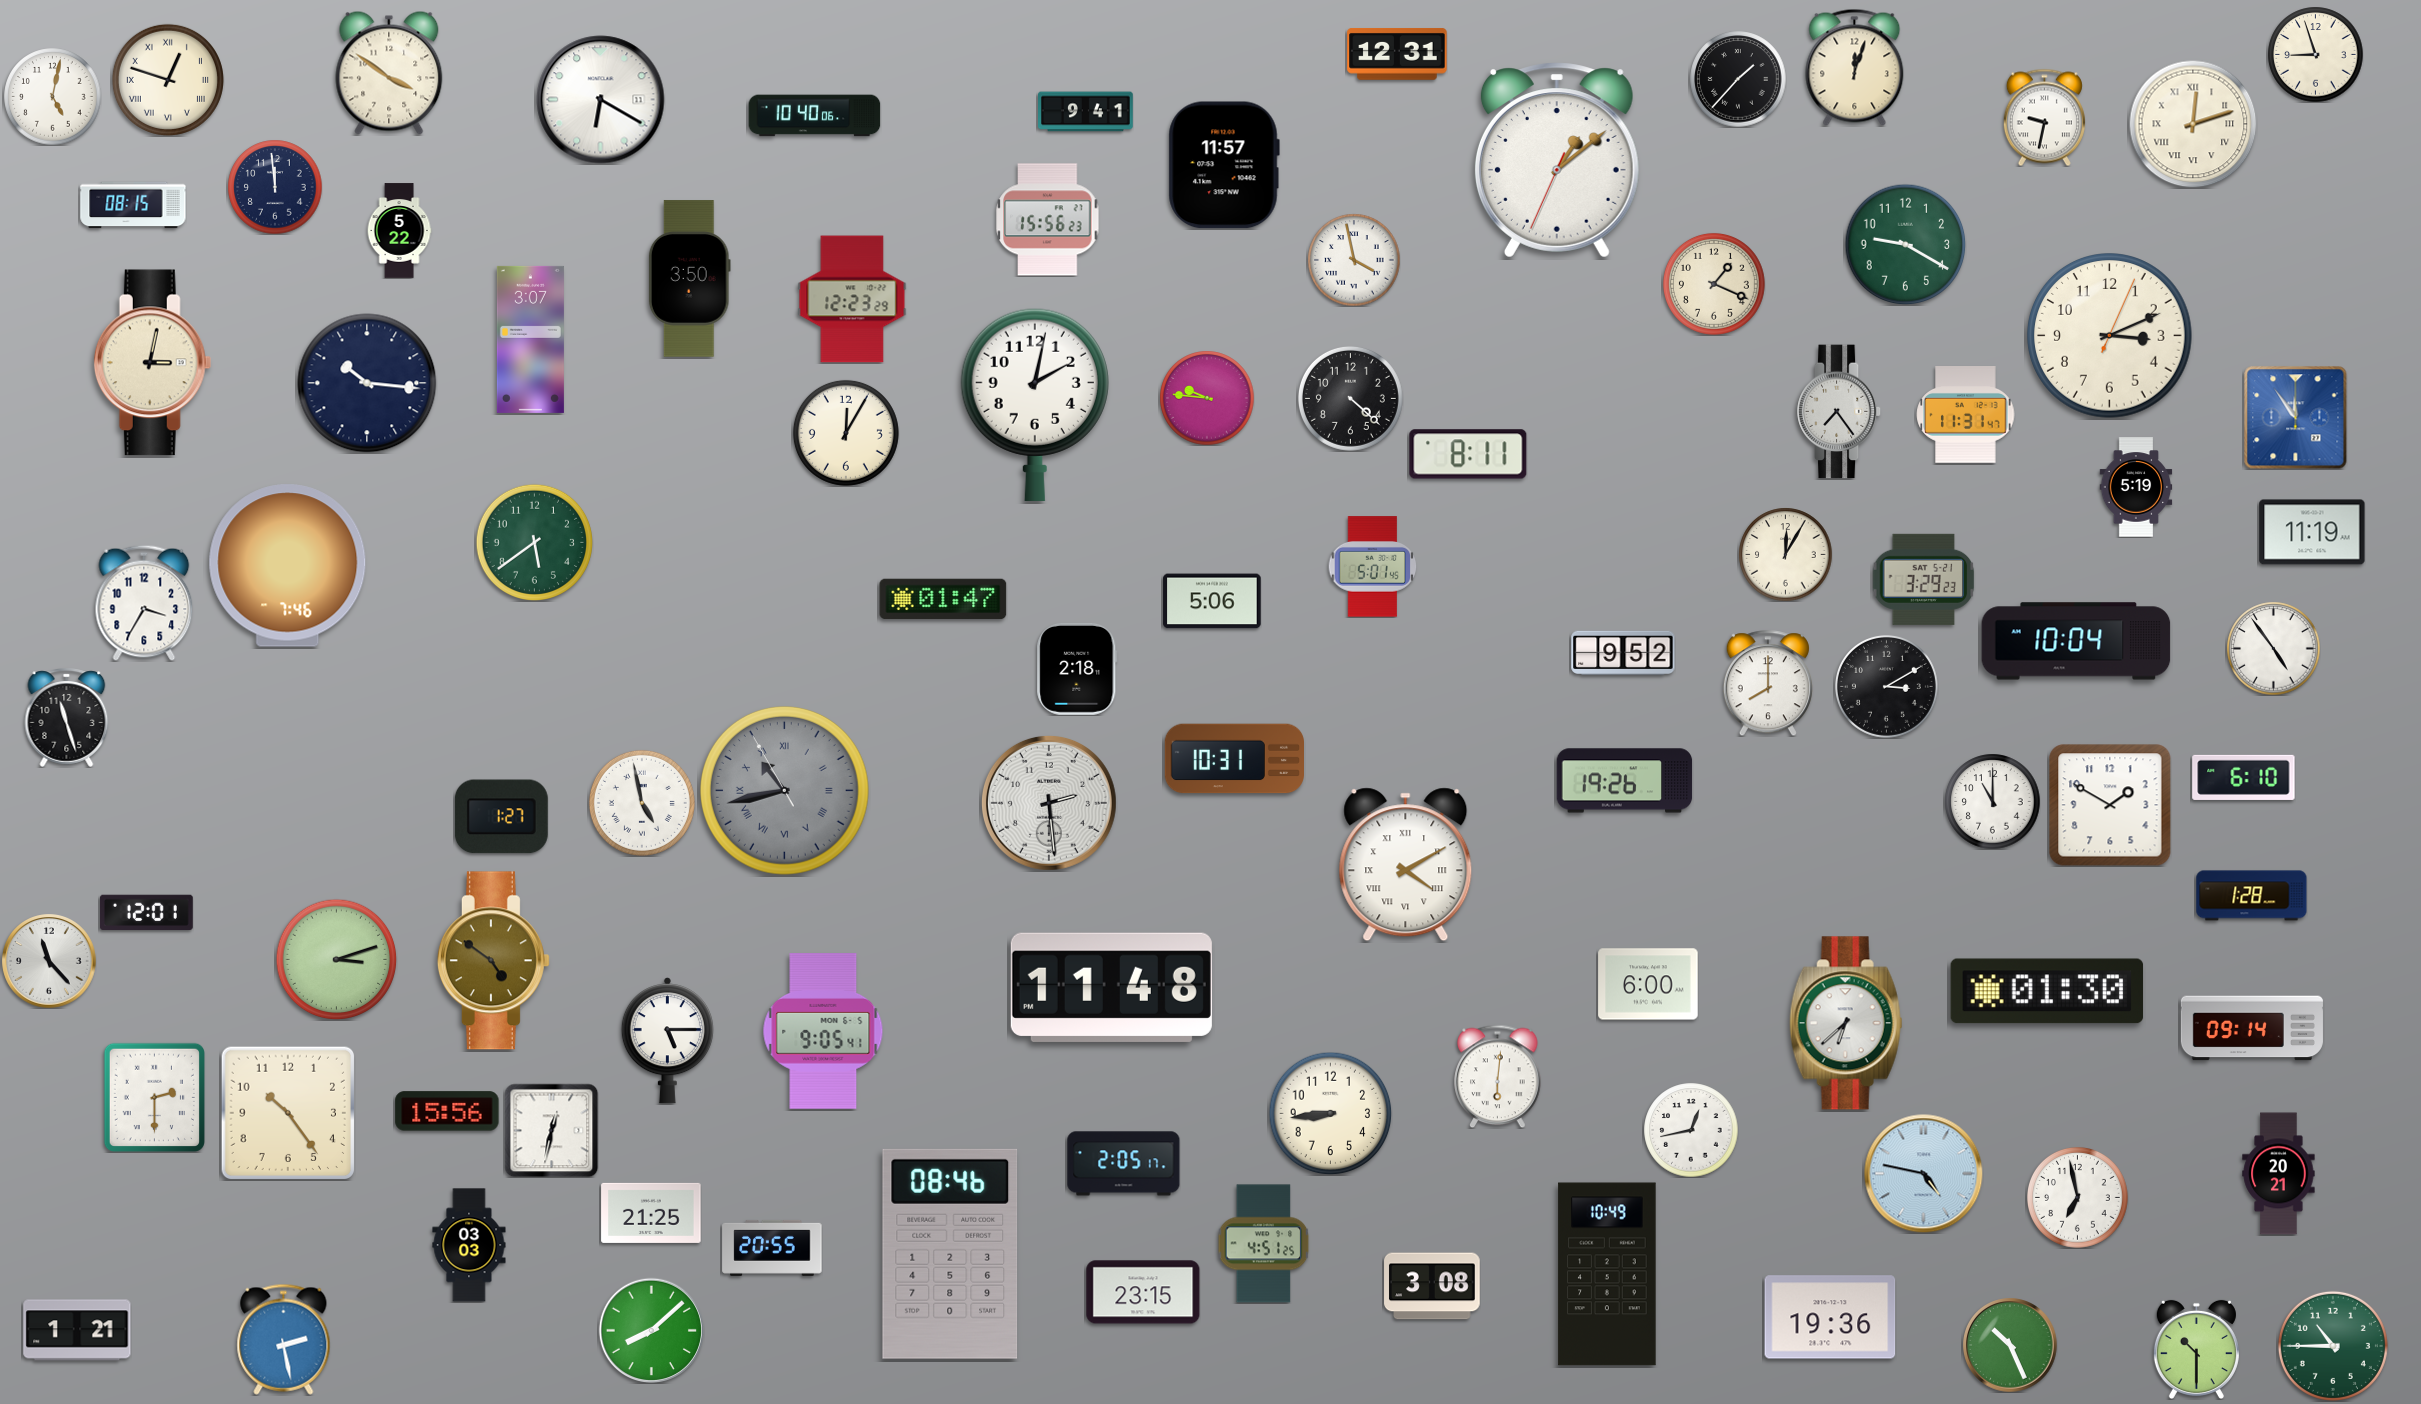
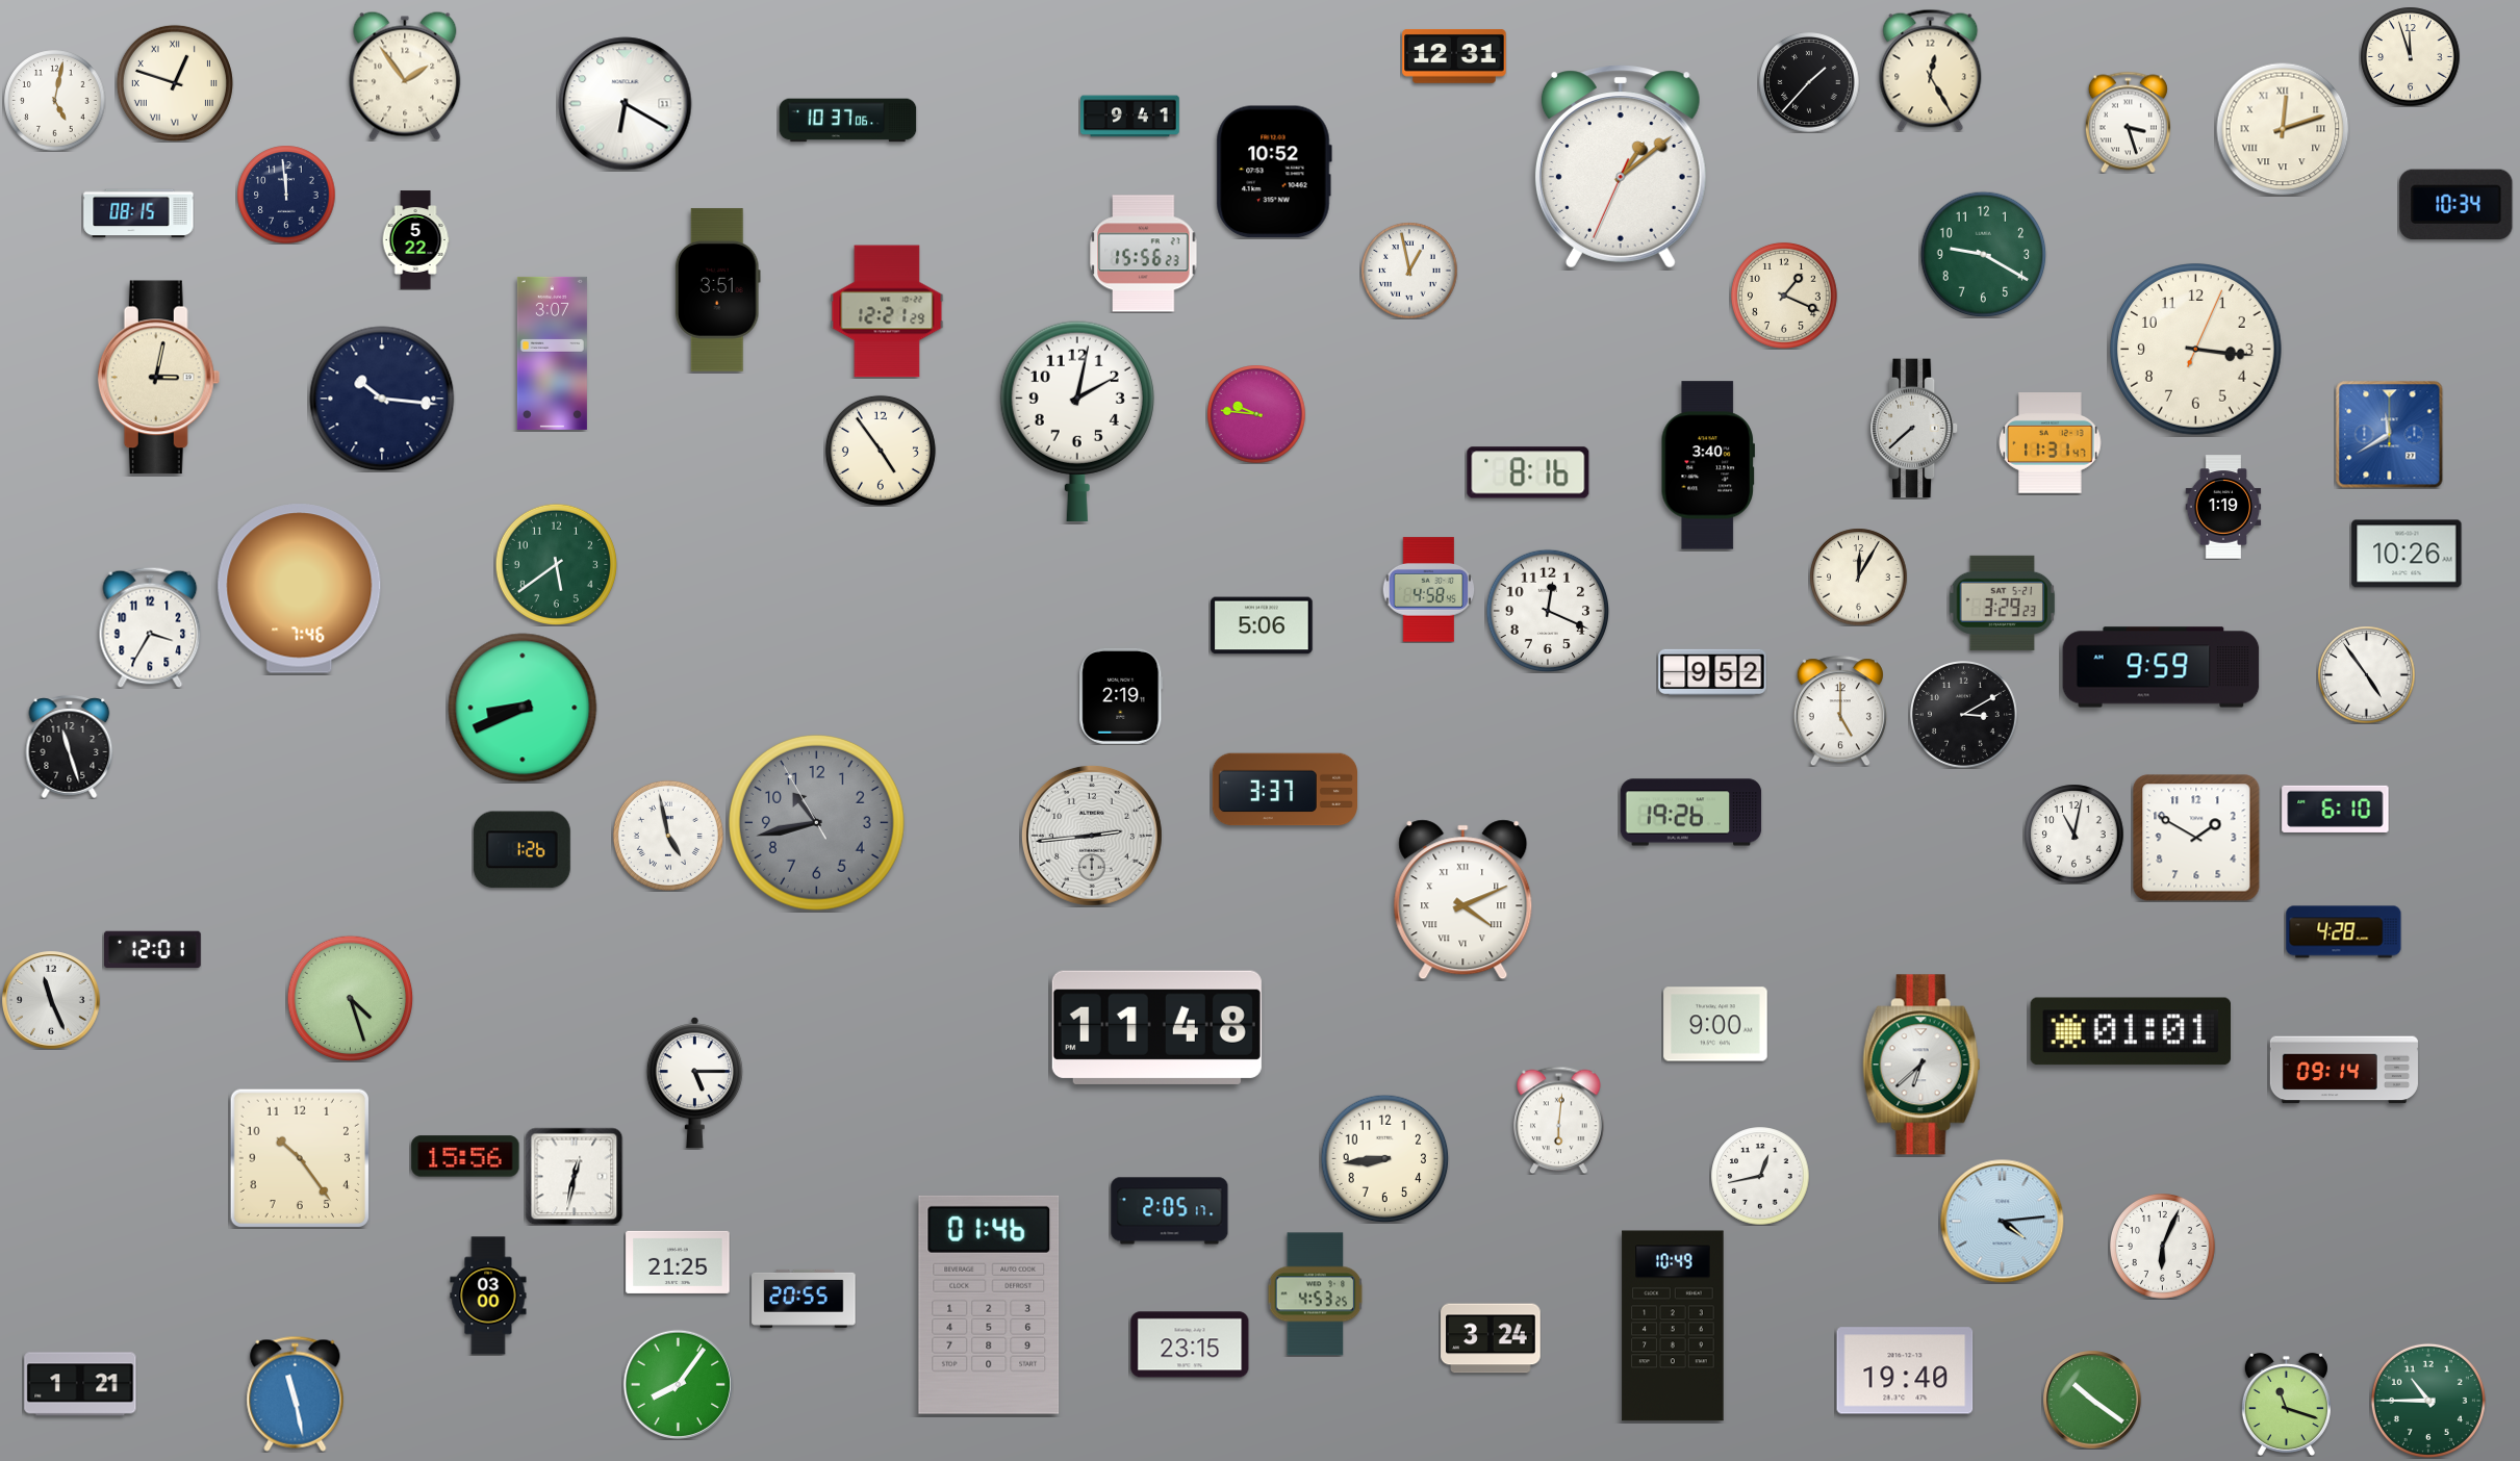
clock at (2315, 54): 8:57 -> 11:57
clock at (1855, 67): 12:03 -> 12:25
clock at (389, 73): 3:51 -> 1:54
clock at (815, 116): 10:40 -> 10:37
clock at (2044, 117): 9:32 -> 3:27
clock at (1224, 165): 11:57 -> 10:52
clock at (2457, 204): none -> 10:34
clock at (1048, 220) position: (1048, 220) -> (1144, 254)
clock at (1354, 260): 3:58 -> 12:58
clock at (689, 279): 3:50 -> 3:51
clock at (852, 299): 12:23 -> 12:21
clock at (2110, 336): 3:11 -> 3:16
clock at (1350, 398): 4:22 -> none
clock at (1839, 412): 7:24 -> 7:38
clock at (1966, 415) position: (1966, 415) -> (2051, 443)
clock at (2295, 417): 11:54 -> 11:40
clock at (846, 433): 12:05 -> 4:54
clock at (1707, 465): none -> 3:40
clock at (1468, 454): 8:11 -> 8:16
clock at (2136, 487): 5:19 -> 1:19
clock at (2312, 532): 11:19 -> 10:26
clock at (1373, 567): 5:01 -> 4:58
clock at (1547, 610): none -> 12:19
clock at (943, 599): 01:47 -> none
clock at (2076, 641): 10:04 -> 9:59
clock at (1623, 653) position: (1623, 653) -> (1712, 672)
clock at (1077, 669): 2:18 -> 2:19
clock at (523, 708): none -> 8:41
clock at (1768, 683): 8:00 -> 5:00
clock at (1234, 759): 10:31 -> 3:37
clock at (784, 790) numerals: Roman -> Arabic
clock at (1992, 801): 11:00 -> 11:02
clock at (1049, 803): 2:29 -> 2:44
clock at (501, 817): 1:27 -> 1:26
clock at (1406, 865): 4:10 -> 4:11
clock at (2252, 896): 1:28 -> 4:28
clock at (336, 959): 3:12 -> 4:27
clock at (49, 961): 11:23 -> 11:26
clock at (493, 961): 4:51 -> none
clock at (1648, 984): 6:00 -> 9:00
clock at (2047, 991): 01:30 -> 01:01
clock at (823, 1031): 9:05 -> none
clock at (154, 1097): 2:30 -> none
clock at (1924, 1174): 4:47 -> 4:14
clock at (2279, 1174): 20:21 -> none
clock at (2078, 1198): 6:58 -> 6:04
clock at (1264, 1244): 4:51 -> 4:53
clock at (469, 1245): 03:03 -> 03:00
clock at (950, 1254): 08:46 -> 01:46
clock at (1432, 1286): 3:08 -> 3:24
clock at (1830, 1317): 19:36 -> 19:40
clock at (651, 1330): 8:08 -> 8:06
clock at (284, 1339): 2:28 -> 11:28
clock at (2010, 1345): 10:26 -> 10:21
clock at (2196, 1349): 10:30 -> 11:18
